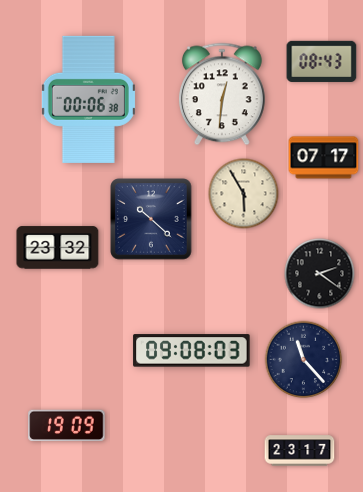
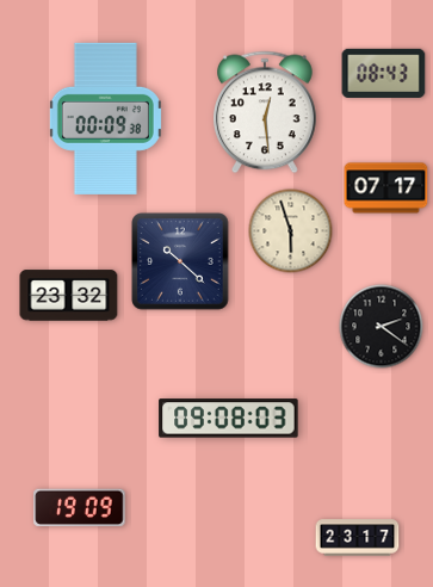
clock at (222, 94): 12:31 -> 12:29
clock at (88, 99): 00:06 -> 00:09
clock at (244, 194): 5:55 -> 5:57
clock at (304, 360): 11:23 -> none
